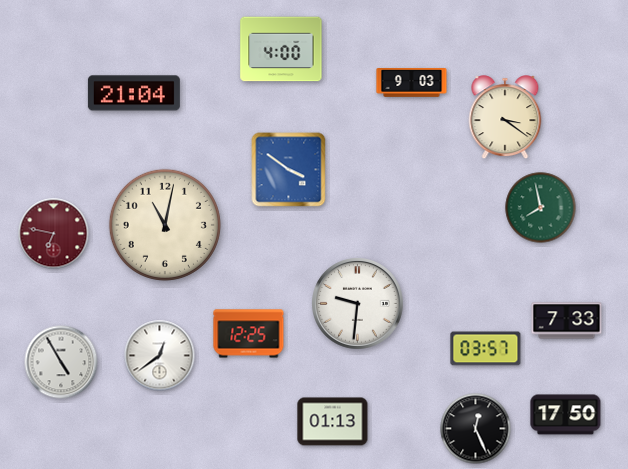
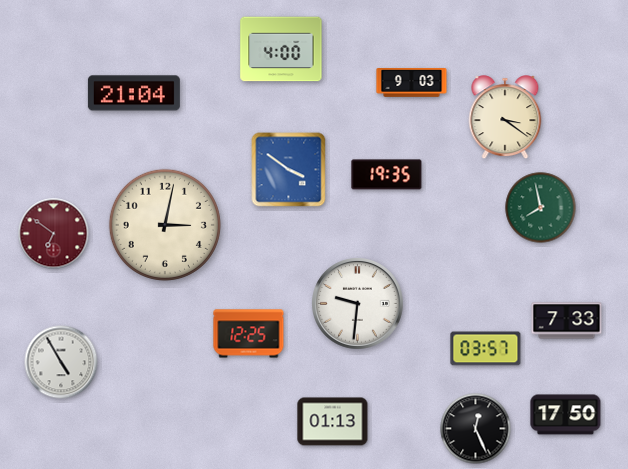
clock at (387, 175): none -> 19:35
clock at (165, 225): 11:02 -> 3:02
clock at (54, 234): 6:47 -> 6:51
clock at (160, 356): 12:39 -> none
